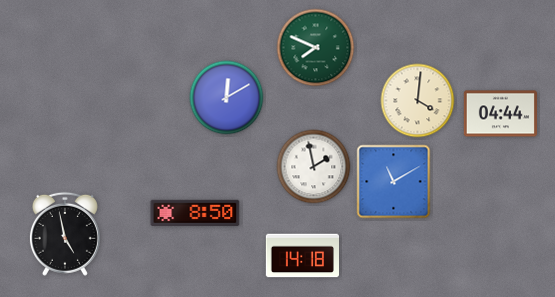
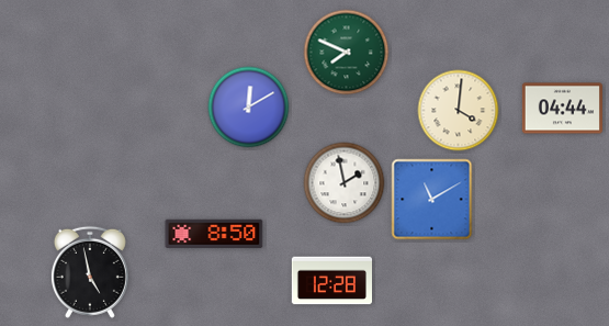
clock at (500, 114) position: (500, 114) -> (562, 109)
clock at (65, 234) position: (65, 234) -> (90, 272)
clock at (302, 256): 14:18 -> 12:28
